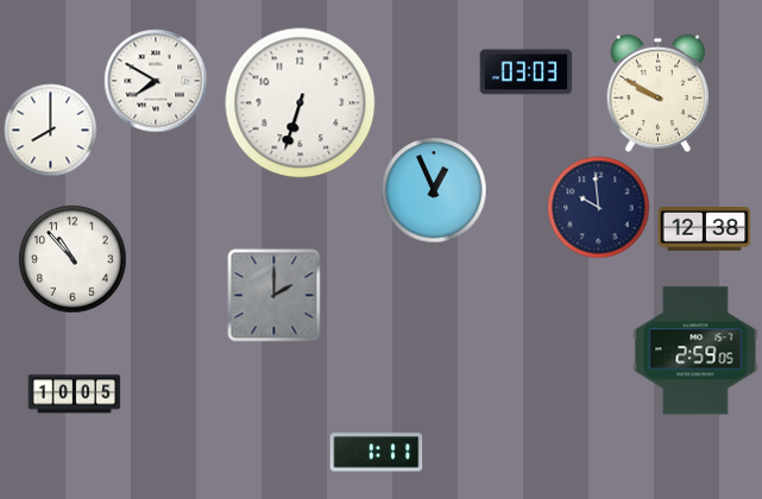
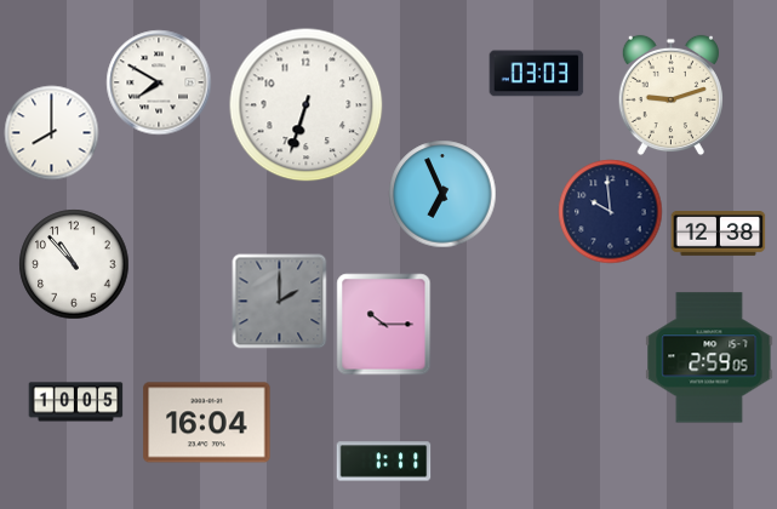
clock at (657, 93): 9:50 -> 9:12
clock at (434, 190): 12:56 -> 6:56
clock at (384, 324): none -> 10:15
clock at (207, 423): none -> 16:04
